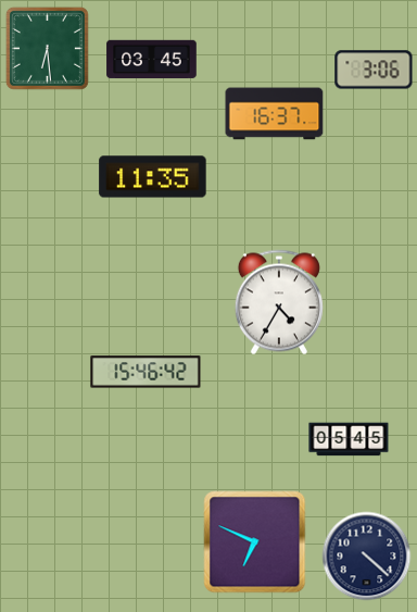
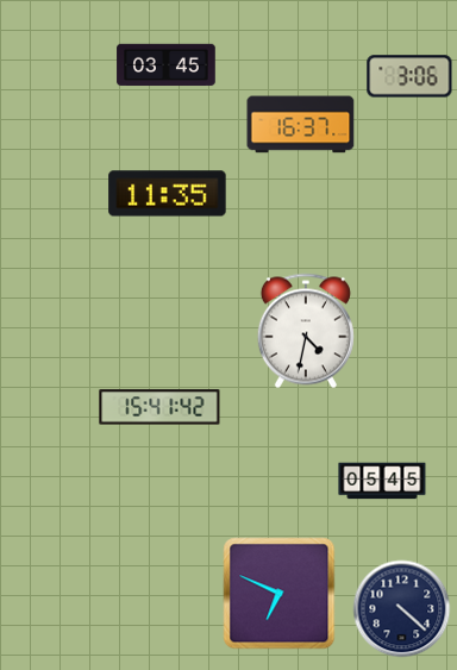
clock at (47, 48): 6:29 -> none
clock at (279, 302): 4:35 -> 4:32
clock at (146, 372): 15:46 -> 15:41
